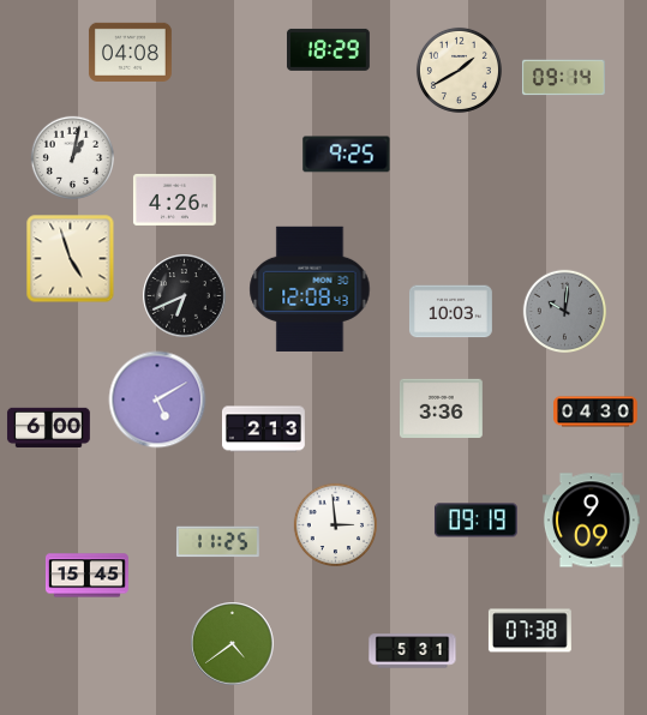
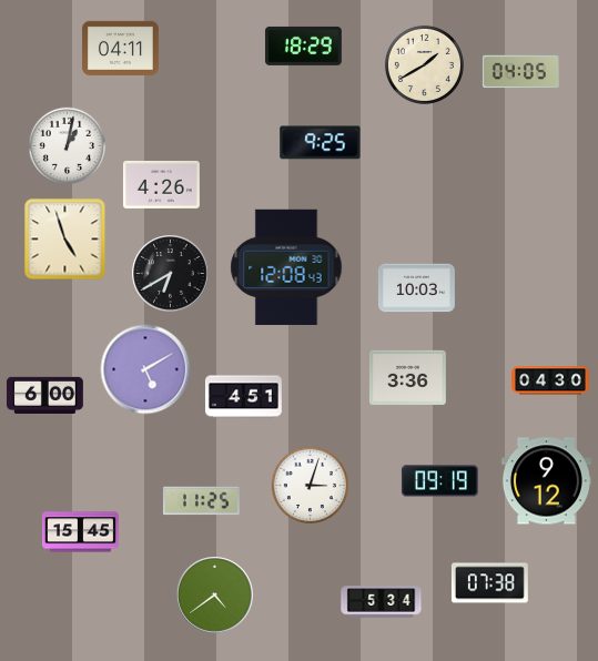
clock at (130, 52): 04:08 -> 04:11
clock at (563, 78): 09:14 -> 04:05
clock at (185, 296): 6:41 -> 6:40
clock at (564, 311): 10:01 -> none
clock at (263, 429): 2:13 -> 4:51
clock at (591, 521): 9:09 -> 9:12
clock at (335, 524): 2:59 -> 3:03
clock at (413, 651): 5:31 -> 5:34
